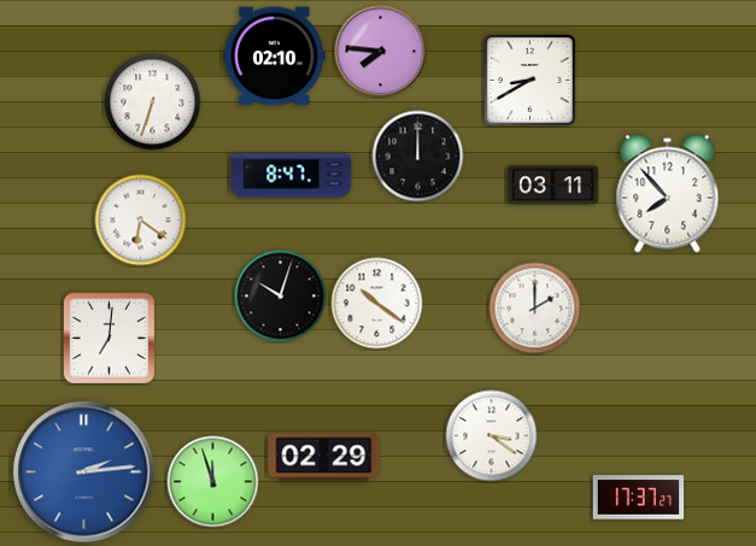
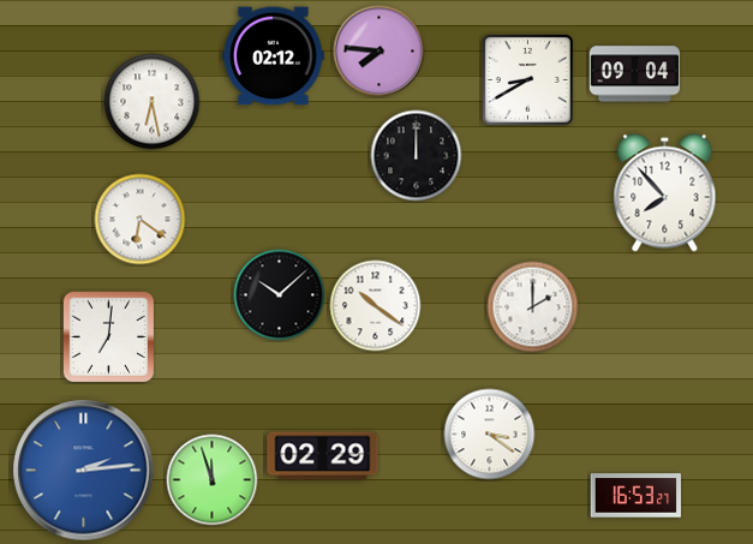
clock at (275, 57): 02:10 -> 02:12
clock at (635, 74): none -> 09:04
clock at (153, 102): 6:33 -> 6:28
clock at (292, 176): 8:47 -> none
clock at (553, 186): 03:11 -> none
clock at (281, 297): 10:03 -> 10:08
clock at (377, 304) position: (377, 304) -> (376, 306)
clock at (639, 498): 17:37 -> 16:53
